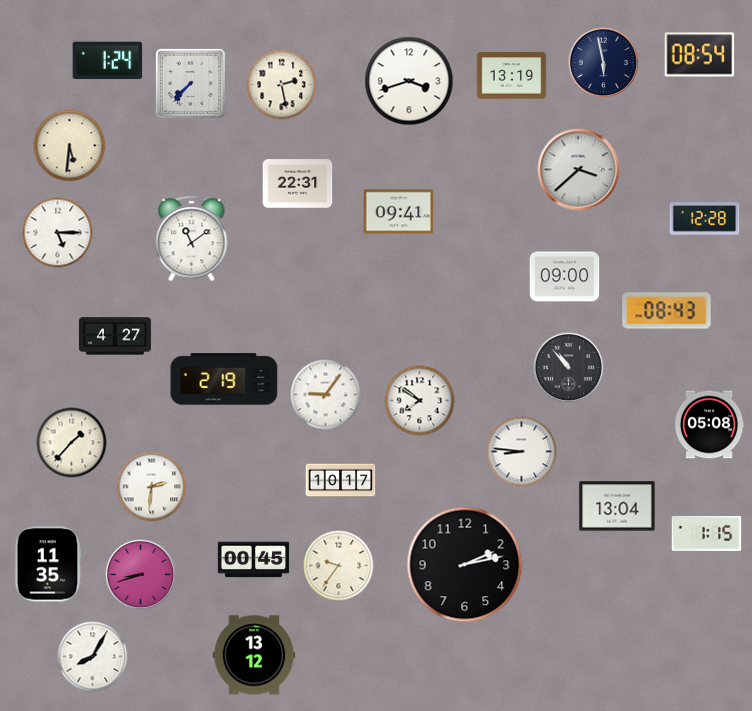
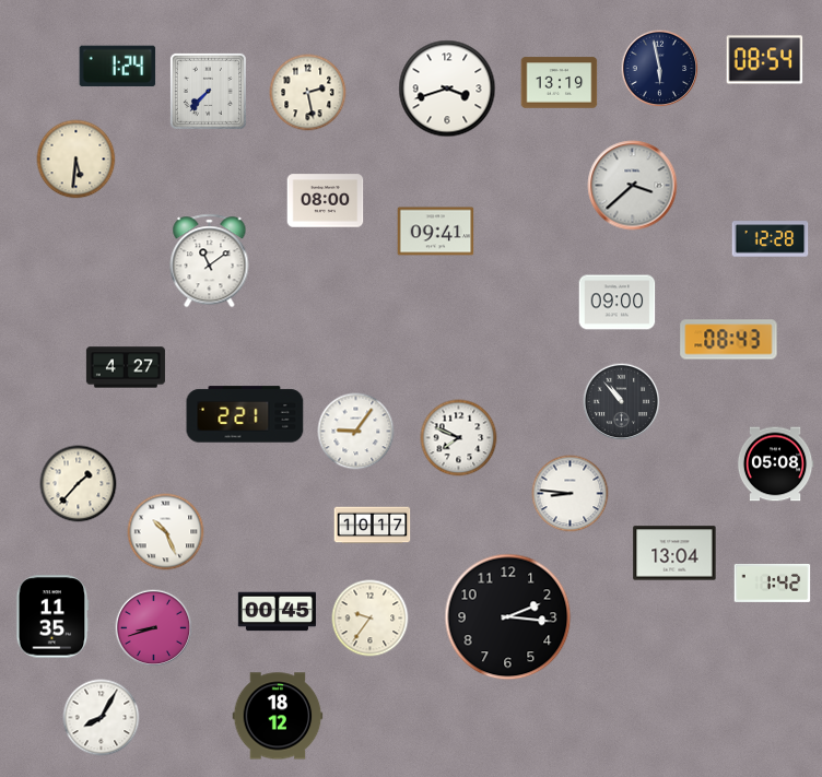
clock at (298, 184): 22:31 -> 08:00
clock at (58, 233): 5:15 -> none
clock at (224, 379): 2:19 -> 2:21
clock at (420, 401): 7:51 -> 7:49
clock at (152, 487): 2:31 -> 10:26
clock at (707, 533): 1:15 -> 1:42
clock at (465, 565): 2:13 -> 2:16
clock at (254, 655): 13:12 -> 18:12
